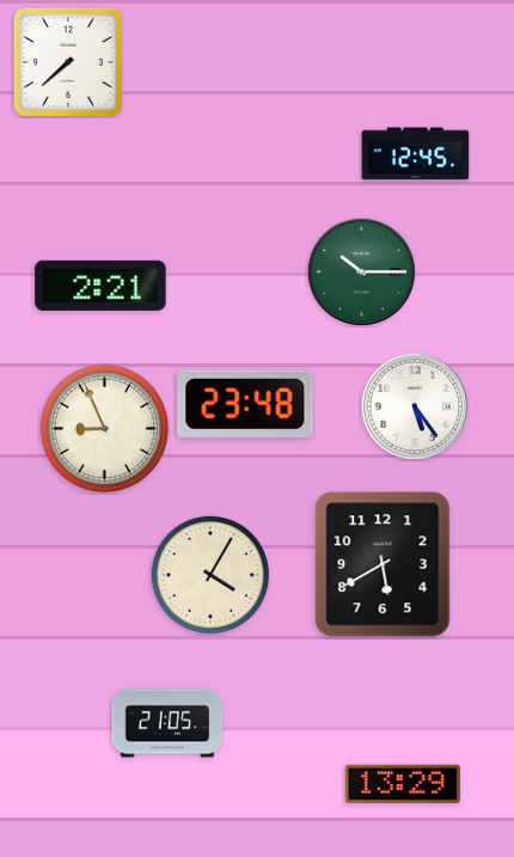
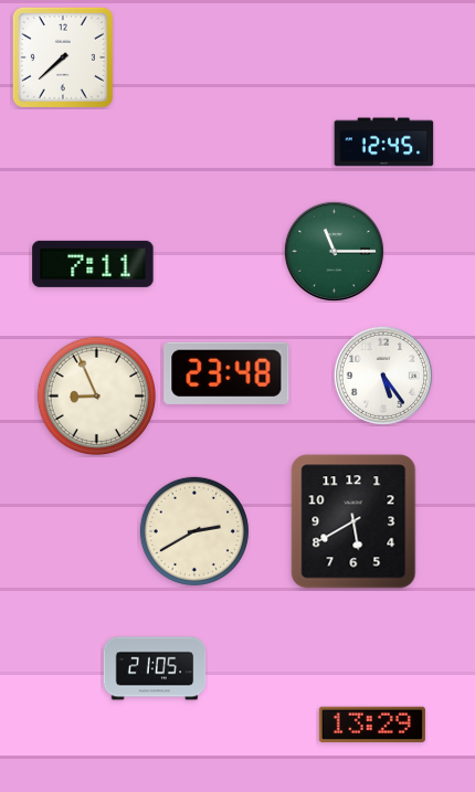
clock at (361, 271): 10:15 -> 11:15
clock at (100, 286): 2:21 -> 7:11
clock at (210, 575): 4:05 -> 2:40
